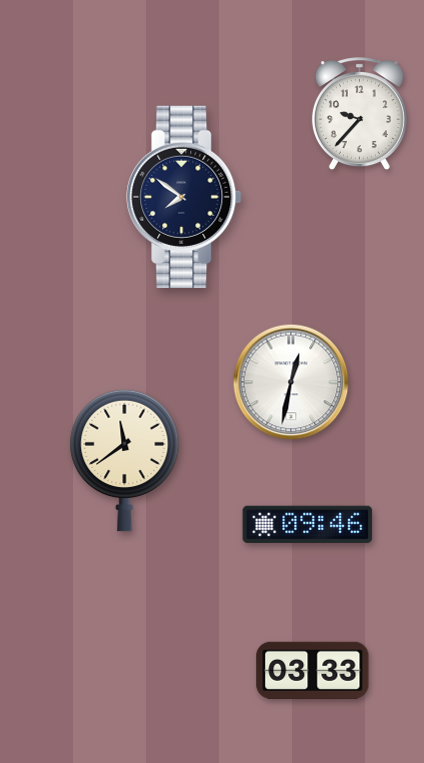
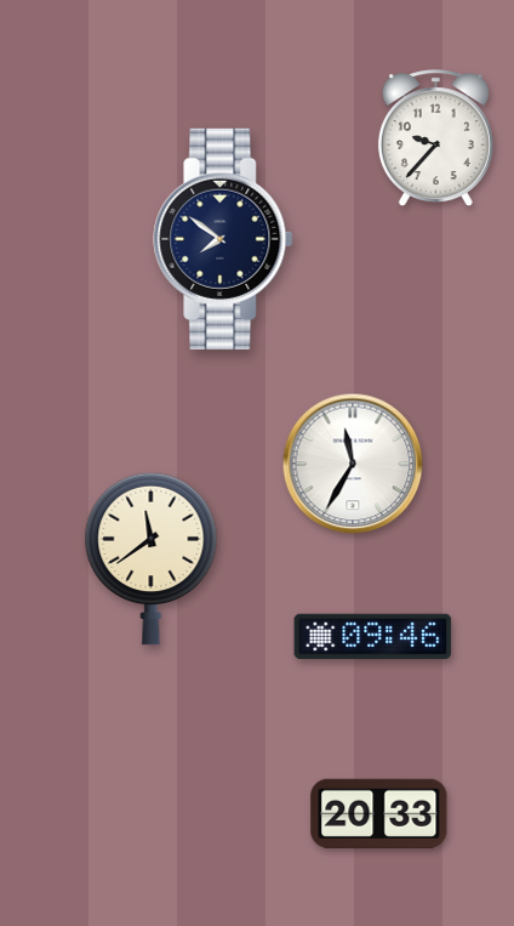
clock at (291, 382): 12:32 -> 11:35
clock at (313, 670): 03:33 -> 20:33
